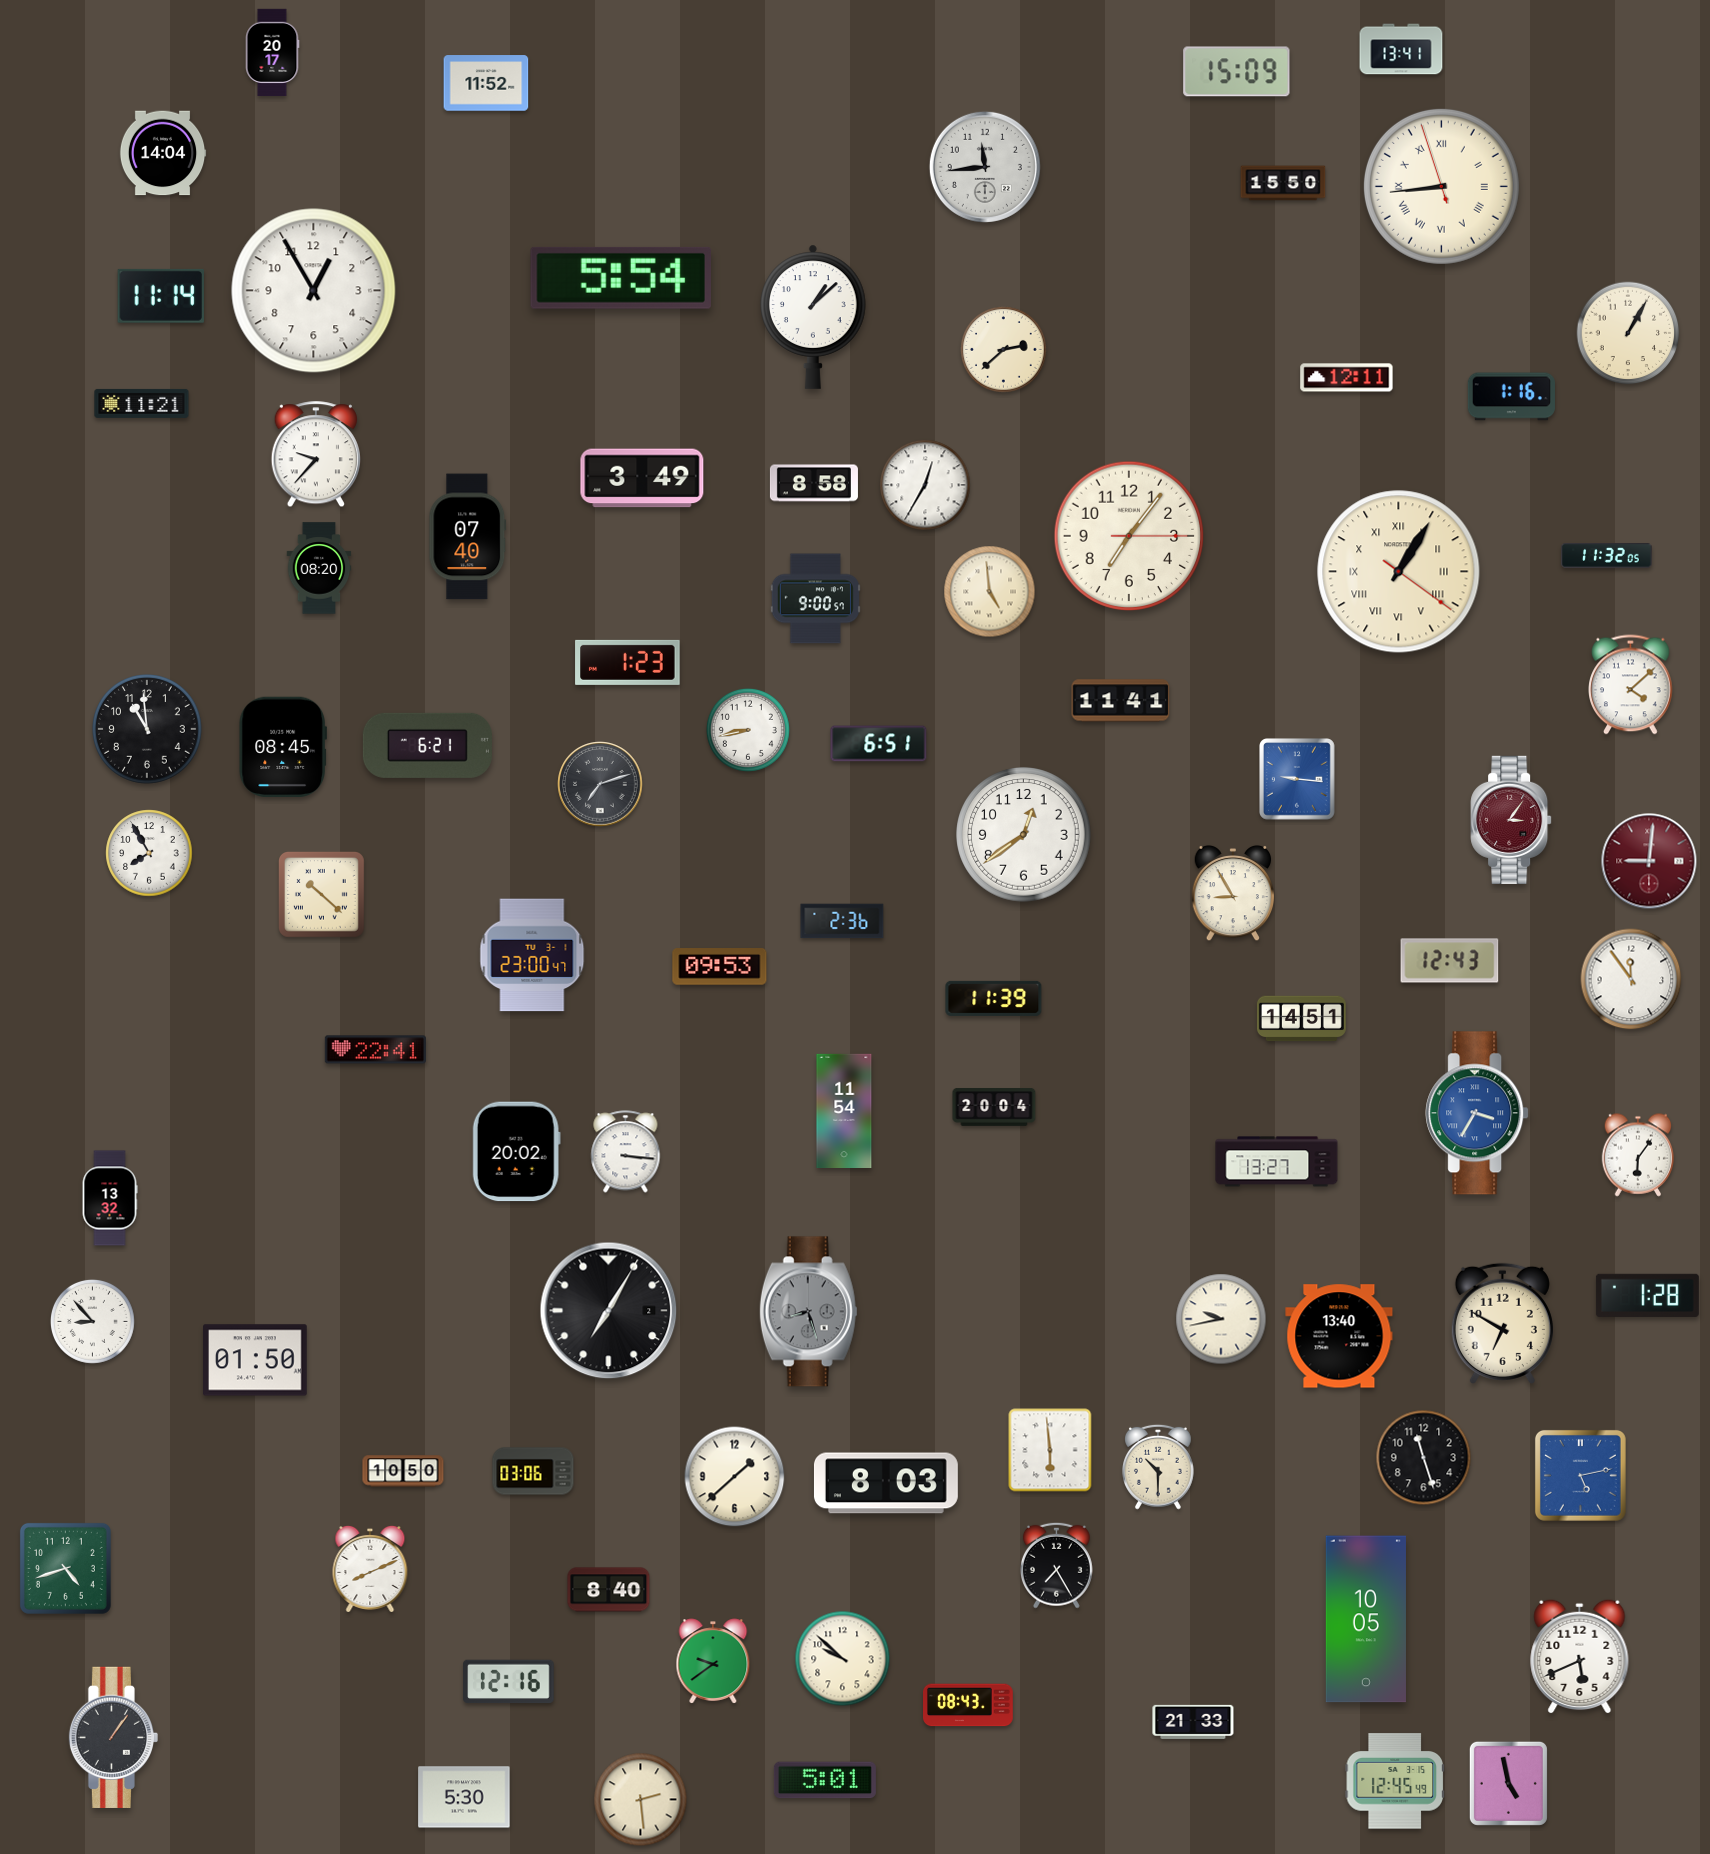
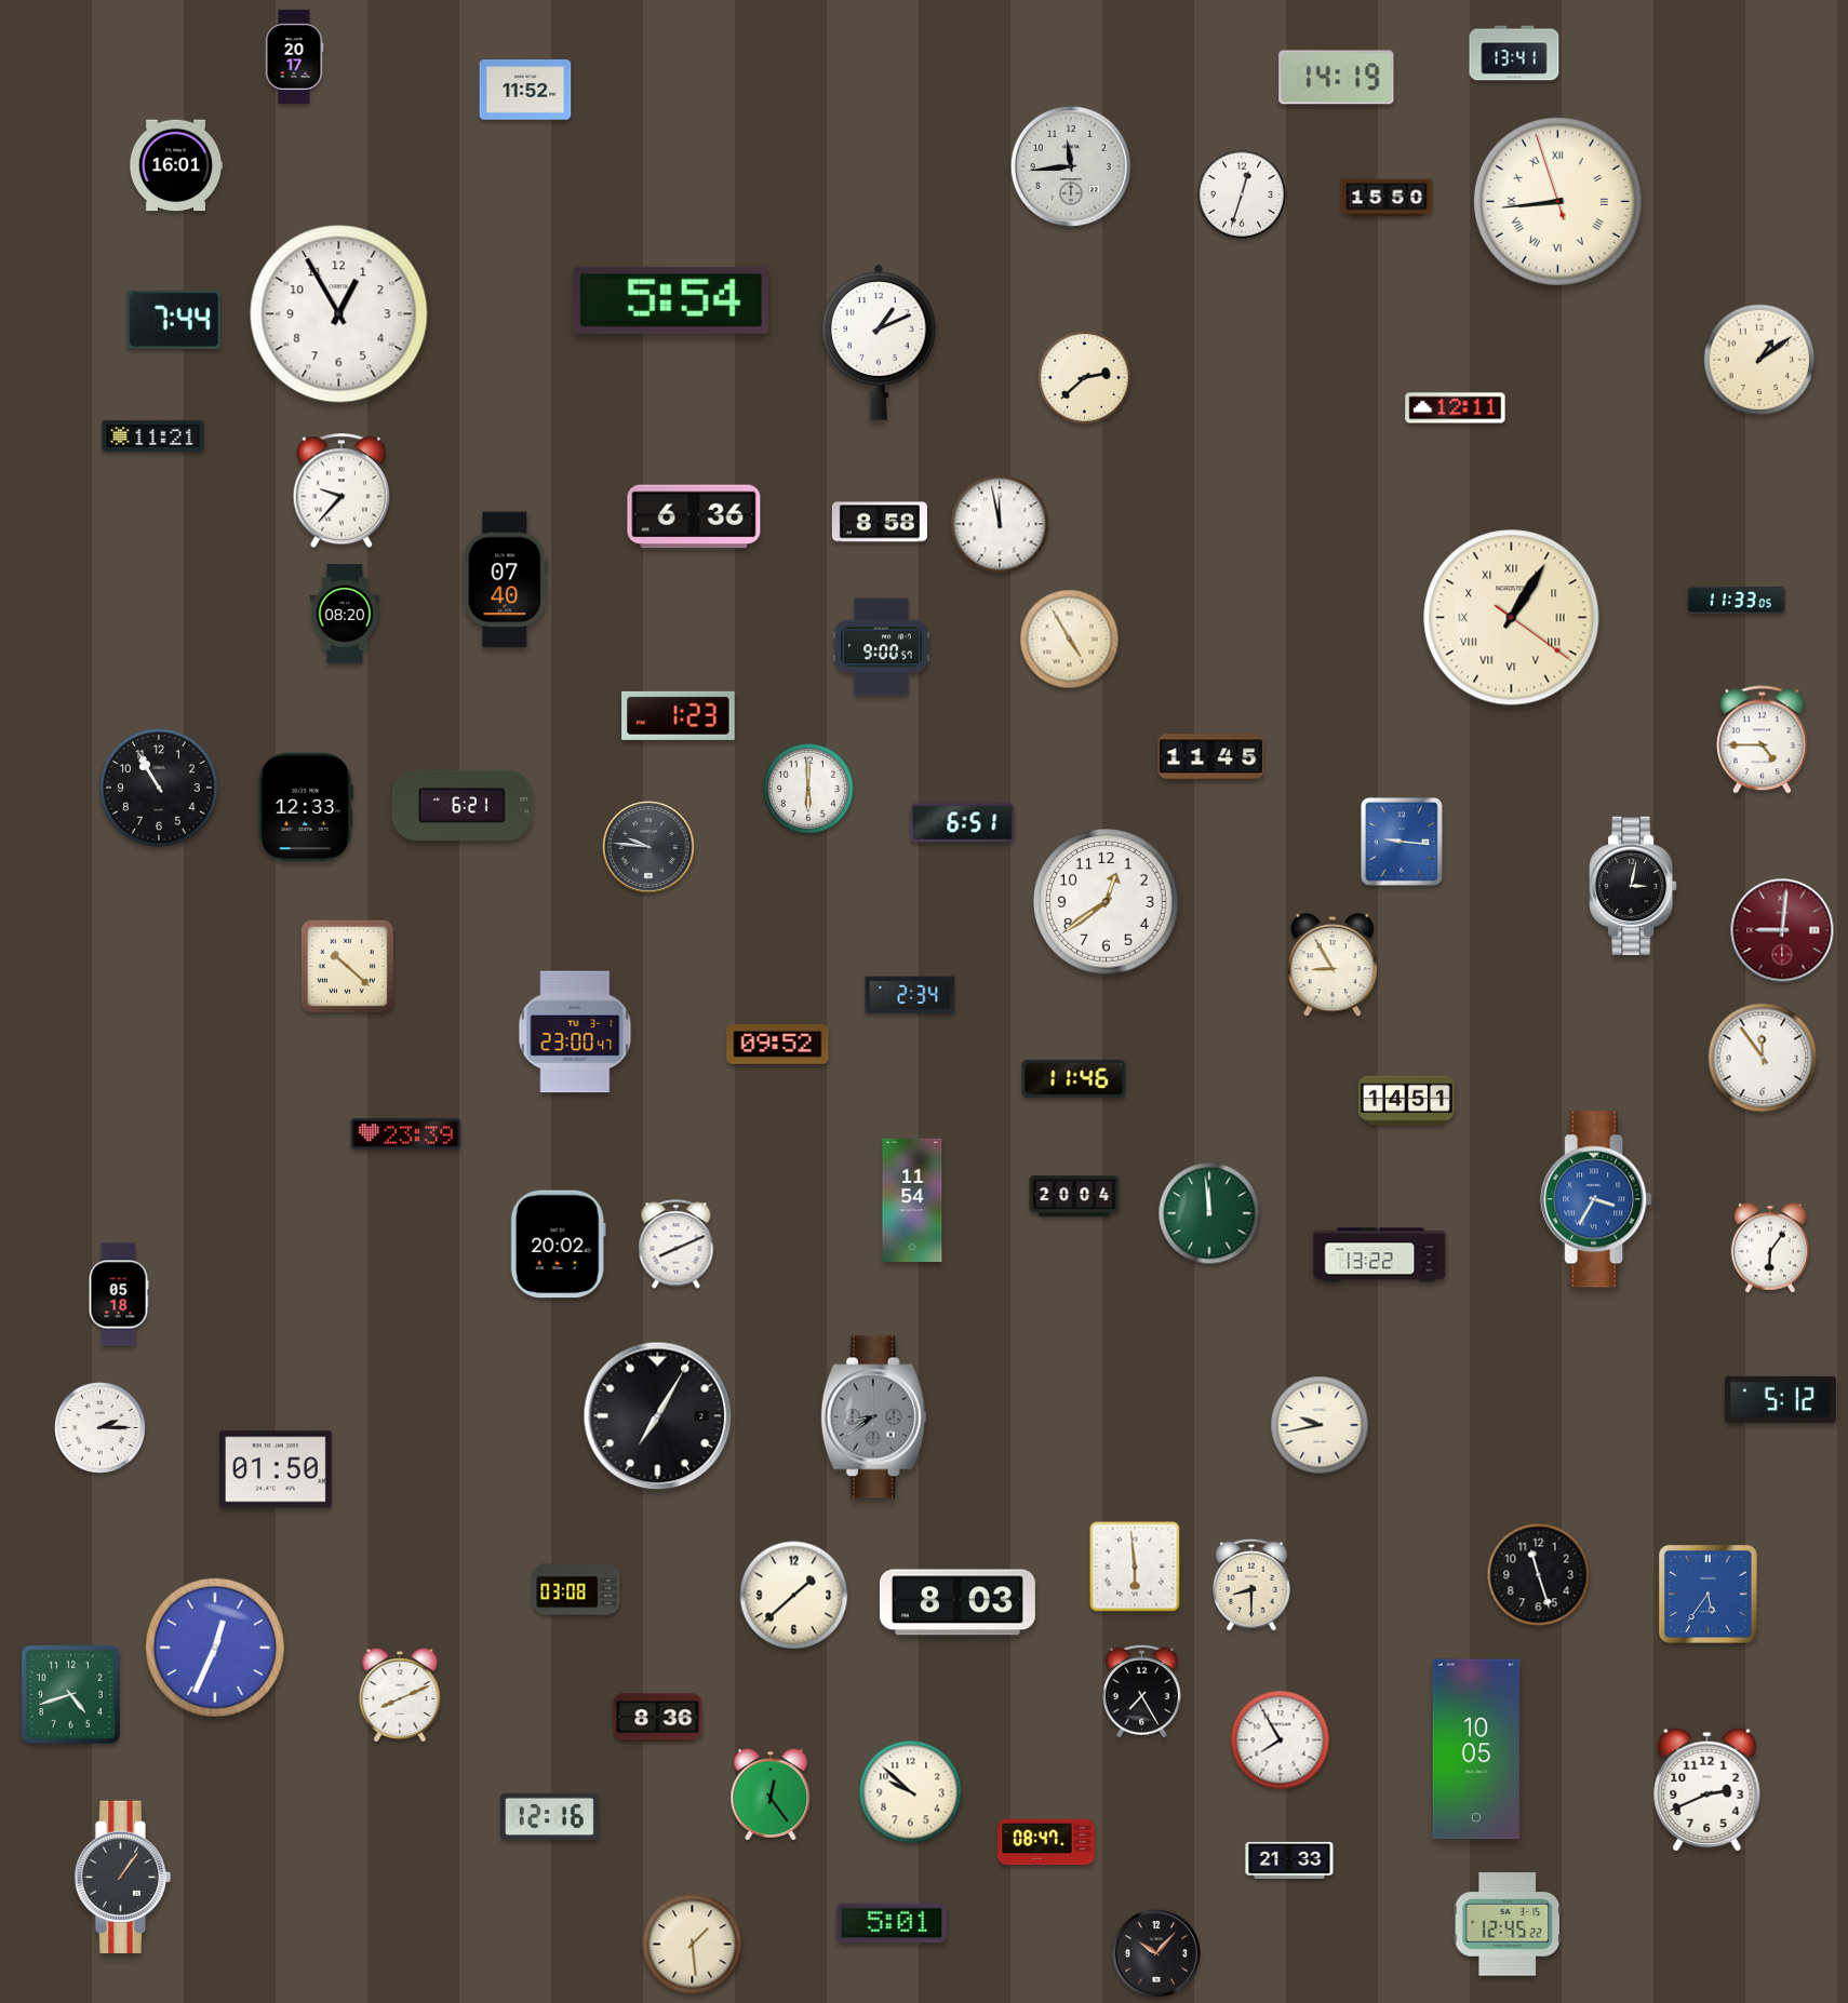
clock at (1237, 72): 15:09 -> 14:19
clock at (163, 153): 14:04 -> 16:01
clock at (985, 167) position: (985, 167) -> (1071, 166)
clock at (1242, 194): none -> 12:33
clock at (161, 296): 11:14 -> 7:44
clock at (813, 317): 1:08 -> 1:11
clock at (1628, 333): 1:05 -> 1:09
clock at (1511, 397): 1:16 -> none
clock at (642, 478): 3:49 -> 6:36
clock at (925, 485): 12:35 -> 11:58
clock at (1129, 536): 7:06 -> none
clock at (1607, 556): 11:32 -> 11:33
clock at (990, 592): 4:59 -> 4:55
clock at (1631, 685): 4:08 -> 4:45
clock at (1121, 701): 11:41 -> 11:45
clock at (148, 730): 10:59 -> 10:55
clock at (748, 730): 8:43 -> 6:00
clock at (879, 744) position: (879, 744) -> (963, 823)
clock at (283, 746): 08:45 -> 12:33
clock at (600, 784): 7:12 -> 9:46
clock at (1511, 820): 3:06 -> 3:02
clock at (1511, 820) dial: burgundy -> black
clock at (149, 853): 7:55 -> none
clock at (842, 921): 2:36 -> 2:34
clock at (1450, 961): 12:43 -> none
clock at (720, 967): 09:53 -> 09:52
clock at (994, 998): 11:39 -> 11:46
clock at (375, 1050): 22:41 -> 23:39
clock at (1477, 1113) position: (1477, 1113) -> (1596, 1199)
clock at (1209, 1213): none -> 11:59
clock at (626, 1152): 3:16 -> 8:11
clock at (1277, 1162): 13:27 -> 13:22
clock at (110, 1198): 13:32 -> 05:18
clock at (1647, 1295): 1:28 -> 5:12
clock at (808, 1312): 8:27 -> 8:39
clock at (92, 1321): 8:53 -> 2:15
clock at (1502, 1323): 6:50 -> none
clock at (1339, 1336): 13:40 -> none
clock at (1159, 1467): 10:30 -> 8:30
clock at (403, 1471): 10:50 -> none
clock at (533, 1471): 03:06 -> 03:08
clock at (1580, 1475): 5:13 -> 5:36
clock at (215, 1648): none -> 12:34
clock at (609, 1590): 8:40 -> 8:36
clock at (1281, 1740): none -> 7:55
clock at (1580, 1656): 5:41 -> 2:41
clock at (713, 1661): 9:39 -> 12:24
clock at (969, 1705): 08:43 -> 08:47
clock at (1394, 1781): 12:45:49 -> 12:45:22
clock at (1508, 1783): 4:58 -> none
clock at (464, 1797): 5:30 -> none
clock at (641, 1800): 2:29 -> 1:29
clock at (1156, 1953): none -> 10:07
